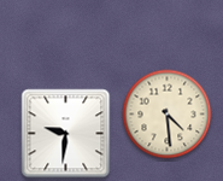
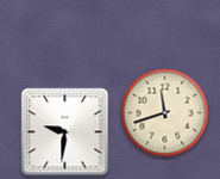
clock at (168, 115): 4:29 -> 11:42
